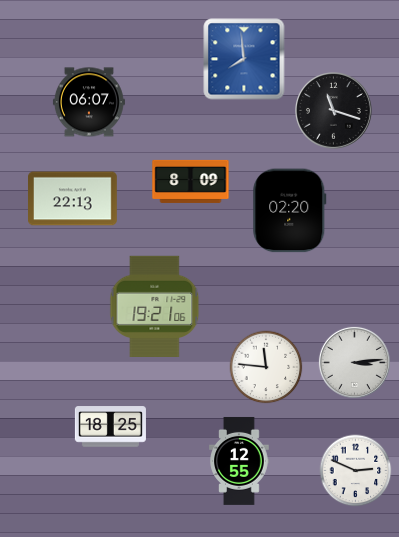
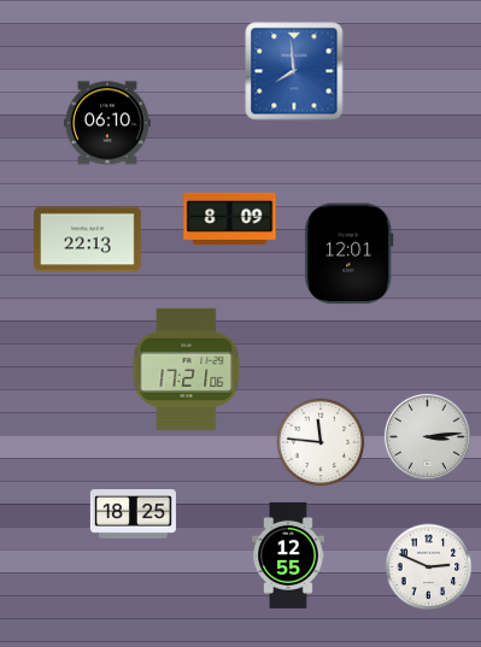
clock at (89, 102): 06:07 -> 06:10
clock at (334, 111): 11:18 -> none
clock at (290, 211): 02:20 -> 12:01
clock at (155, 307): 19:21 -> 17:21
